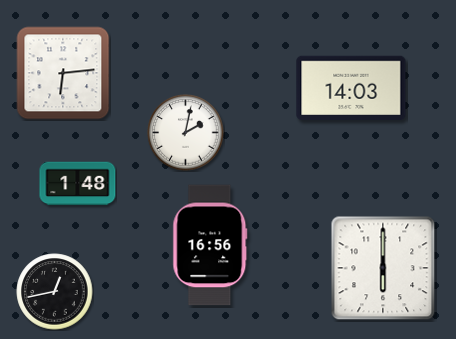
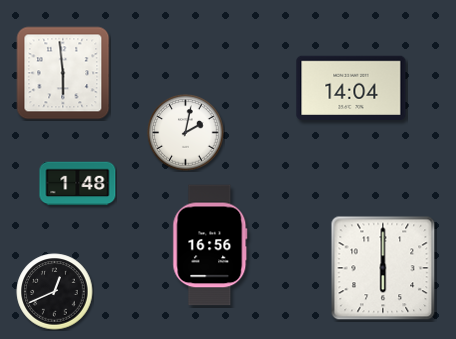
clock at (63, 73): 6:14 -> 5:59
clock at (351, 87): 14:03 -> 14:04
clock at (55, 292): 12:43 -> 12:41
